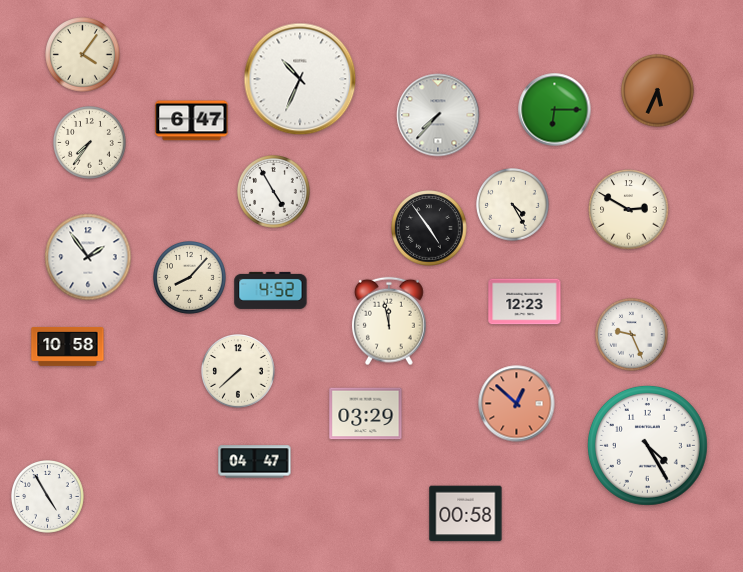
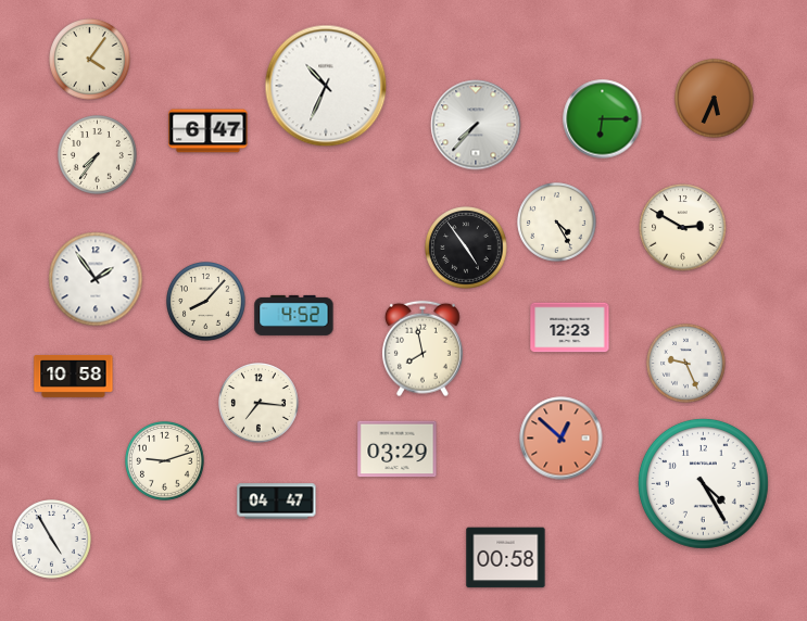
clock at (274, 192): 4:55 -> none
clock at (389, 321): 11:58 -> 7:58
clock at (239, 372): 7:38 -> 7:16
clock at (165, 461): none -> 9:12
